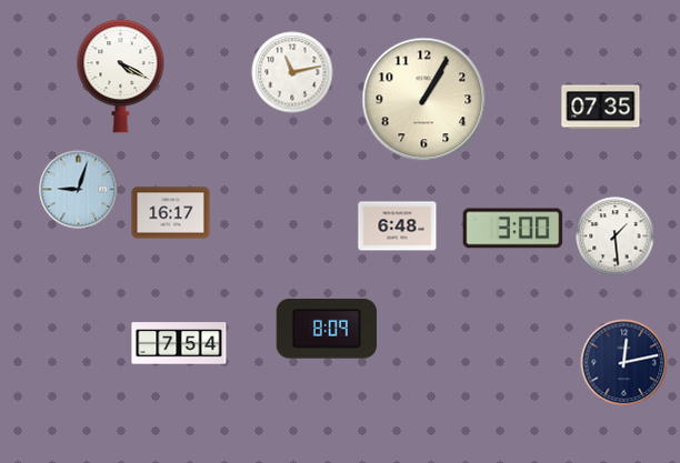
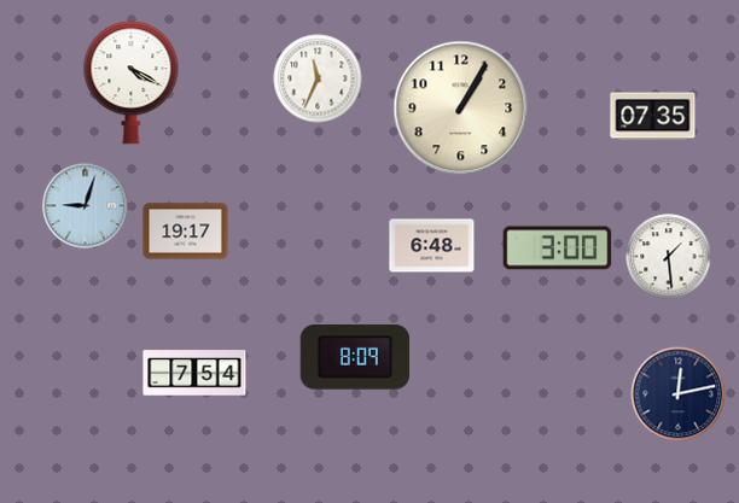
clock at (292, 72): 11:13 -> 11:34
clock at (171, 213): 16:17 -> 19:17
